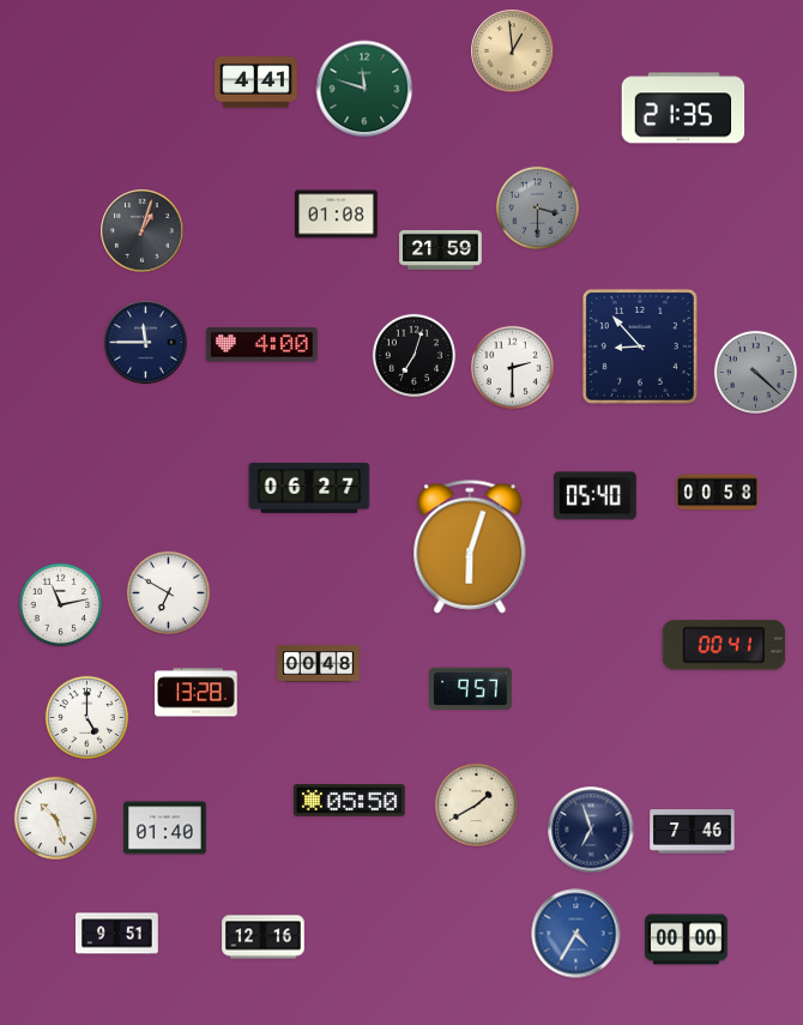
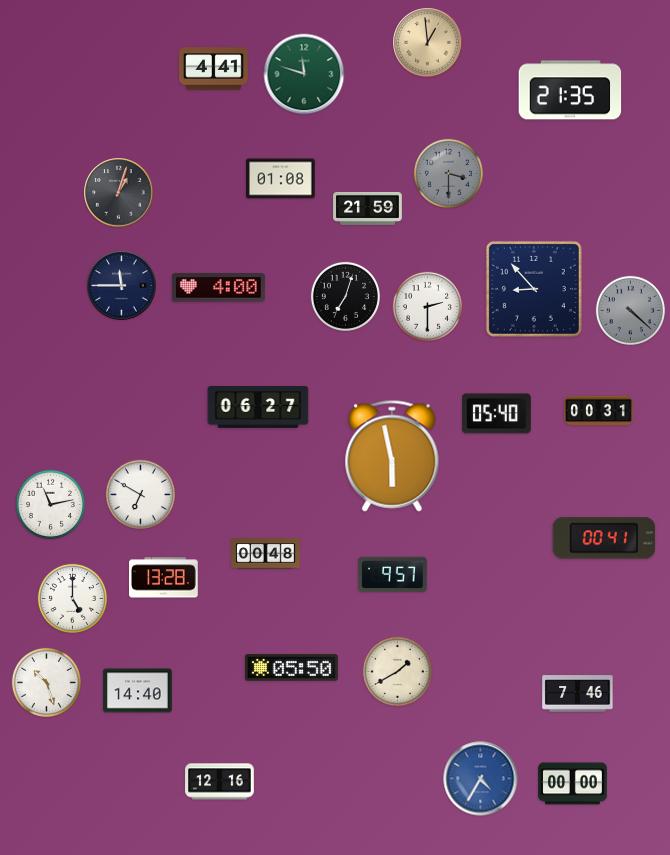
clock at (718, 493): 00:58 -> 00:31
clock at (470, 547): 6:03 -> 5:58
clock at (165, 828): 01:40 -> 14:40
clock at (591, 830): 6:57 -> none
clock at (117, 934): 9:51 -> none
